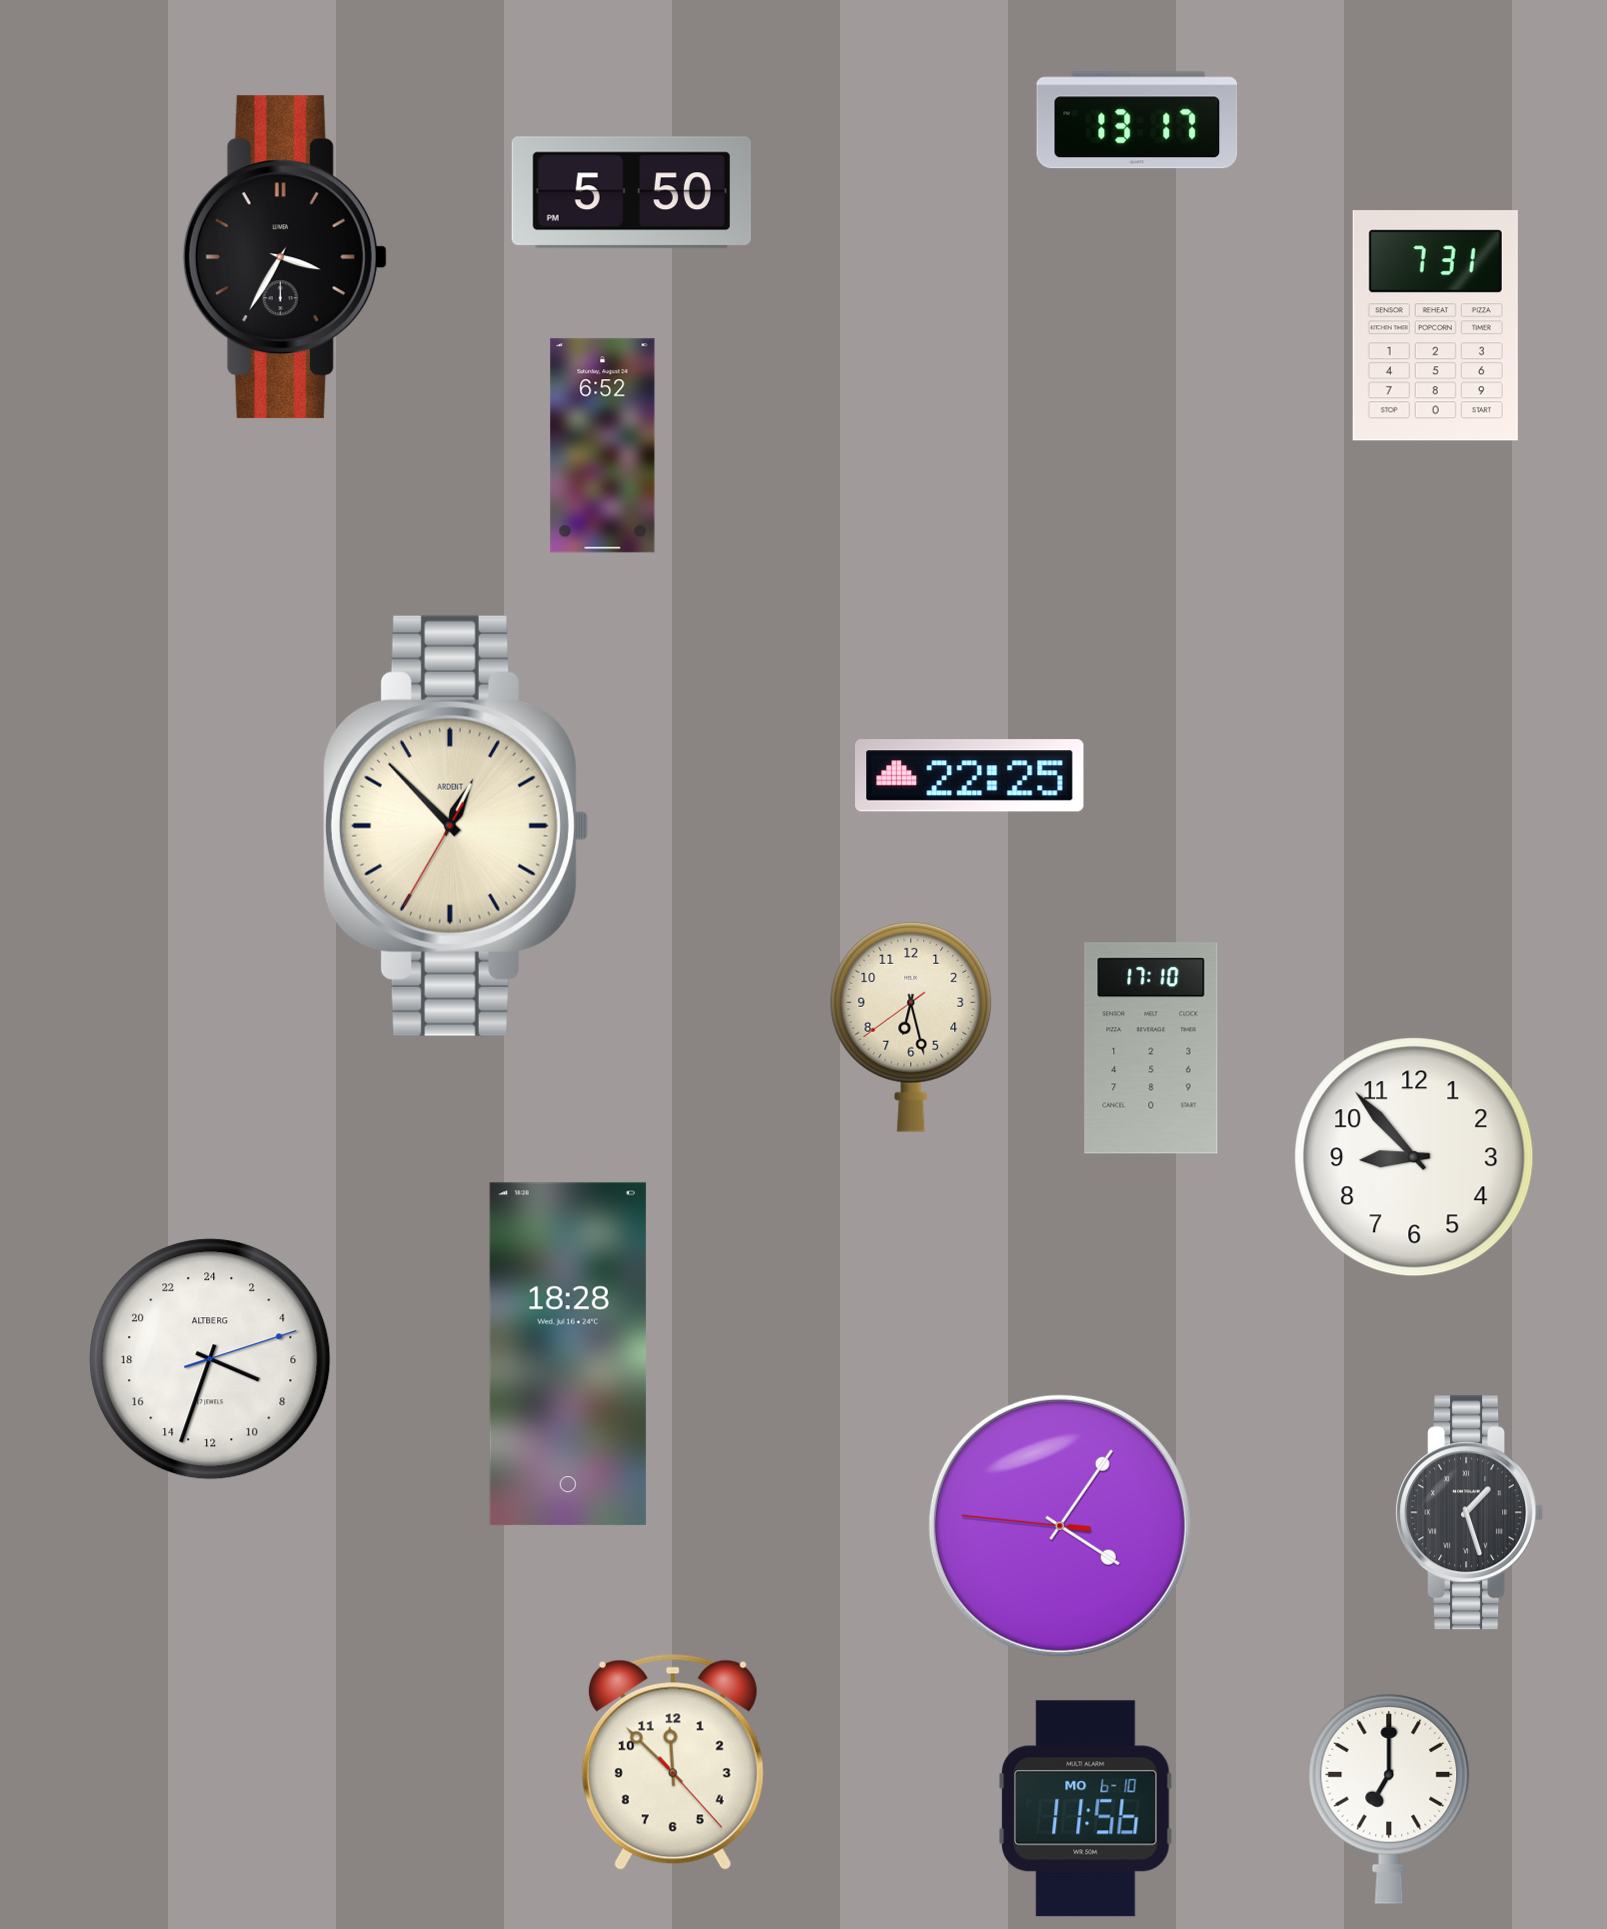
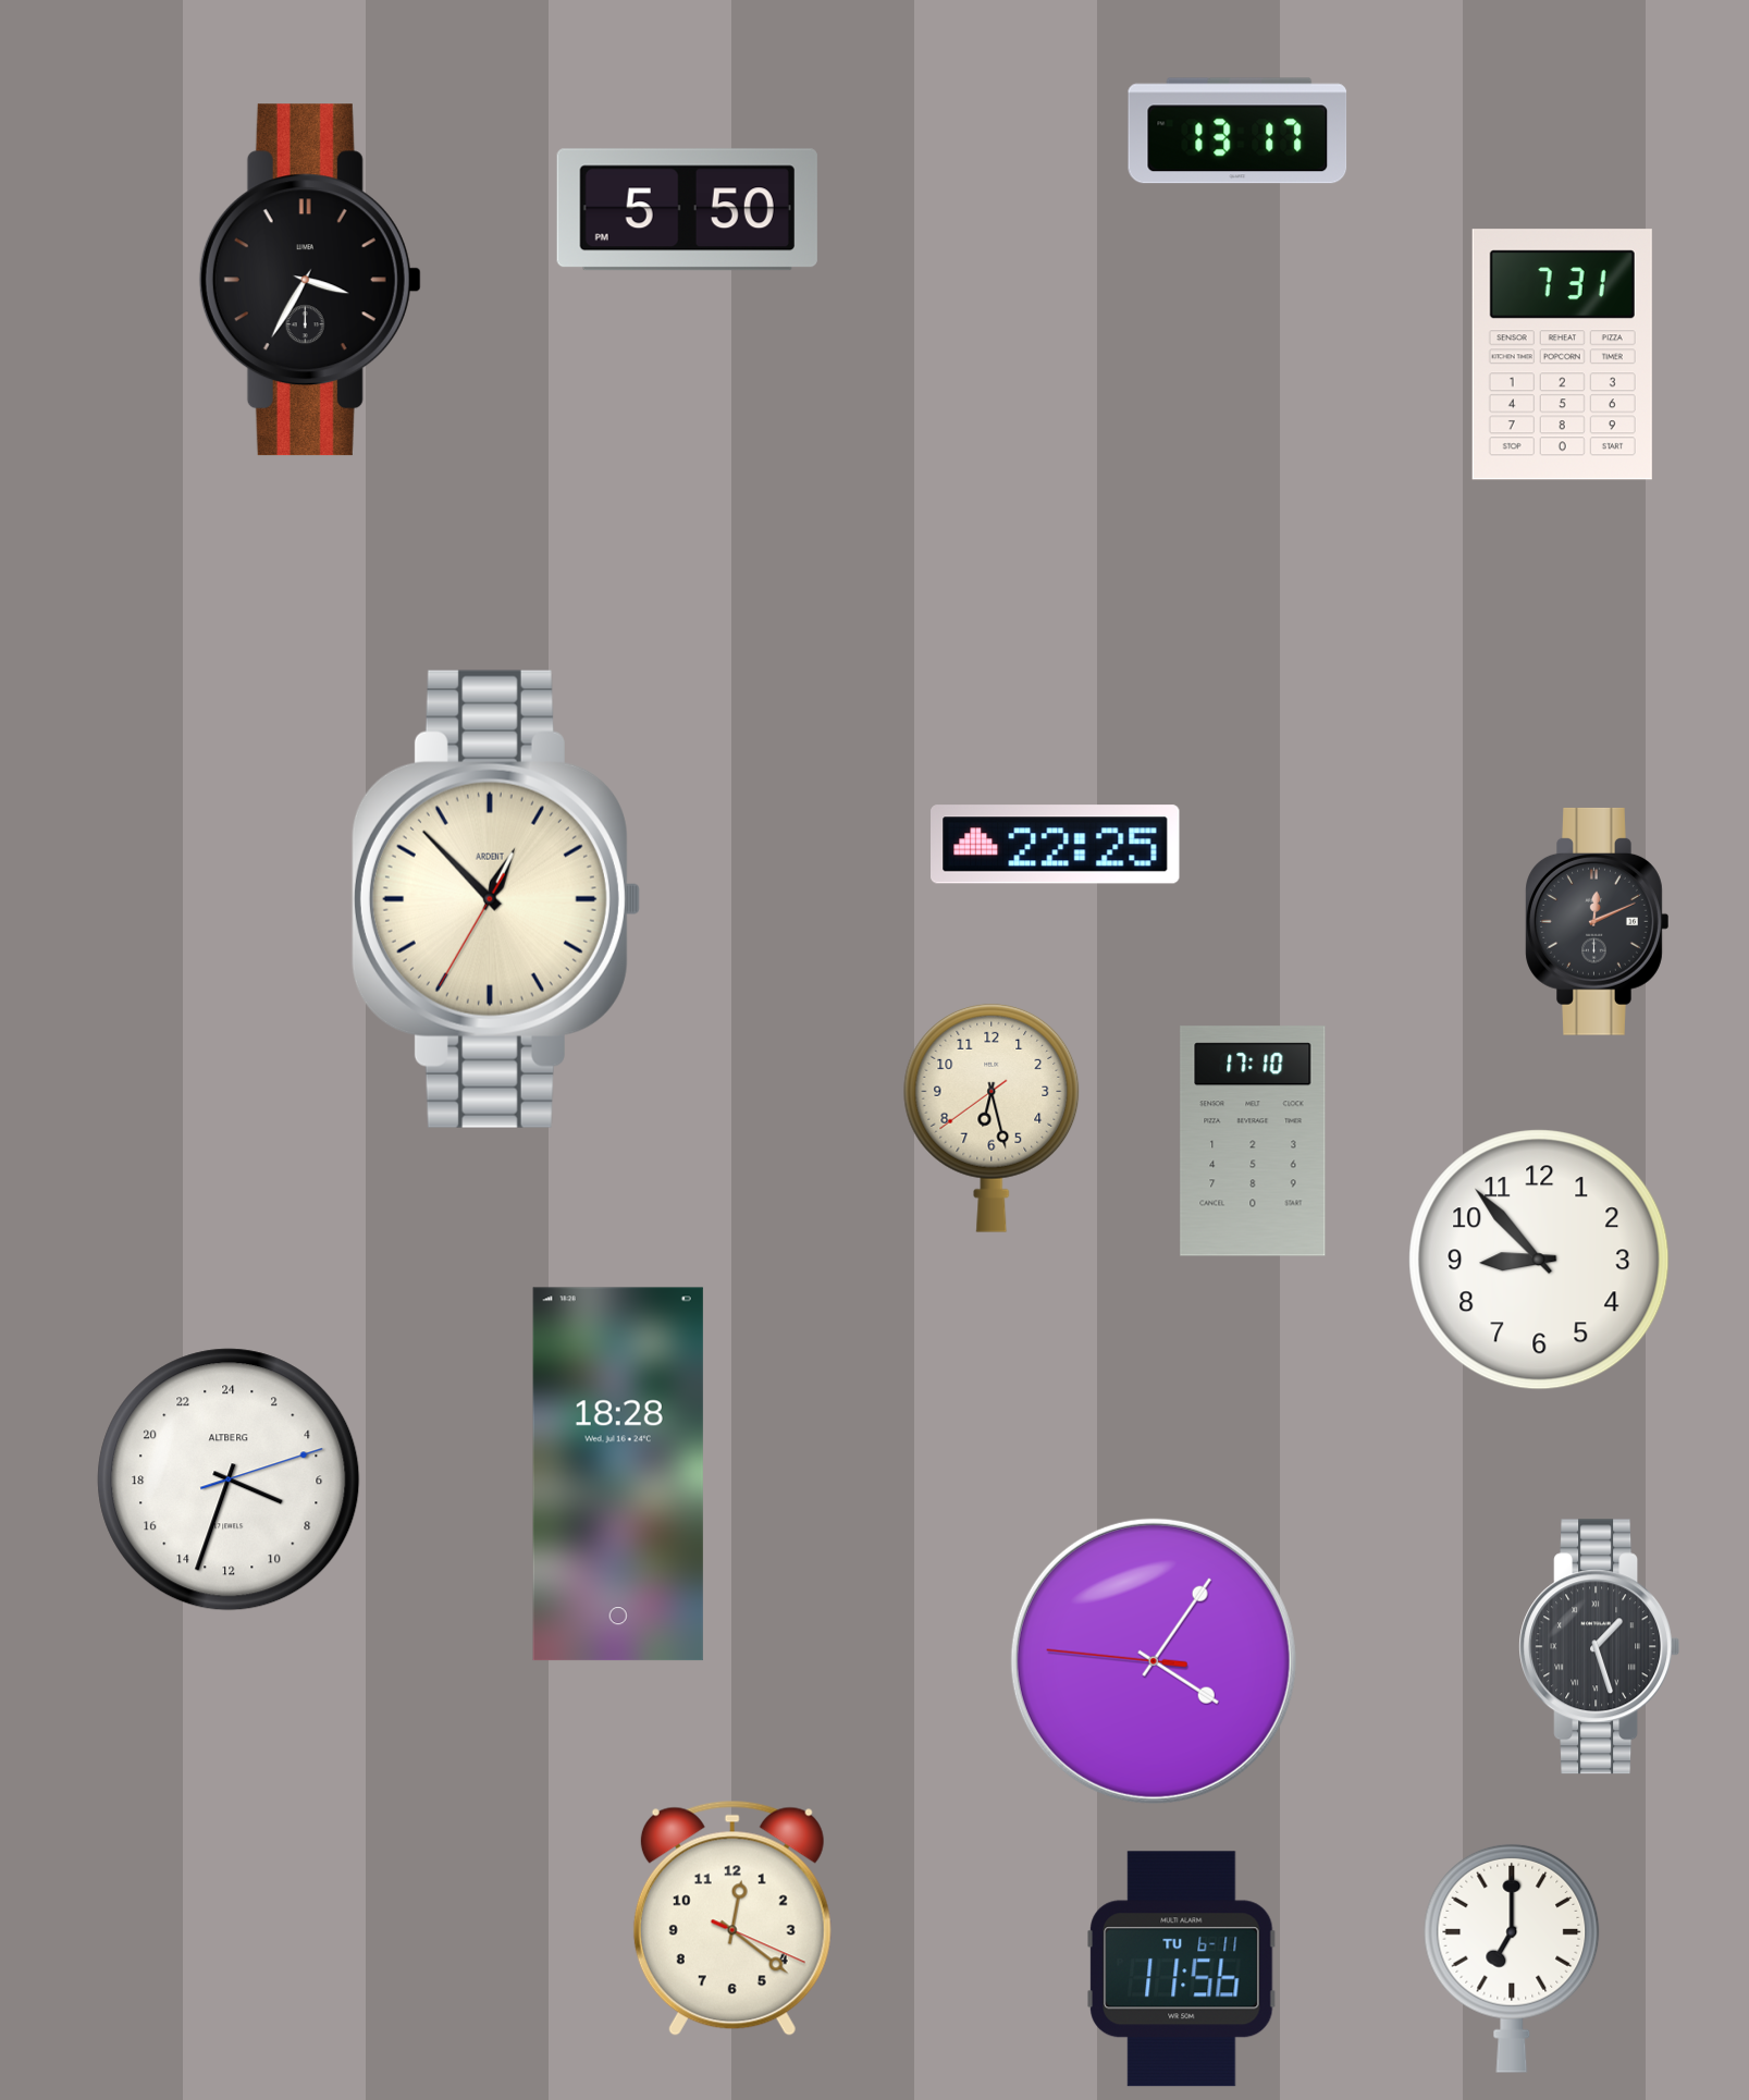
clock at (603, 446): 6:52 -> none
clock at (1598, 921): none -> 12:11
clock at (673, 1762): 11:52 -> 12:21
clock at (1086, 1809) date: MO 6-10 -> TU 6-11
